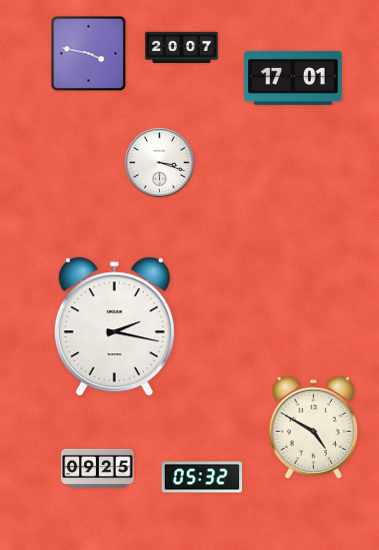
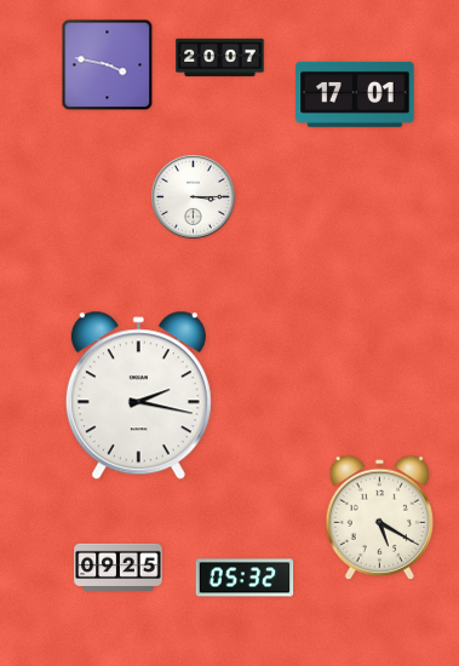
clock at (159, 162): 3:18 -> 3:15
clock at (314, 428): 4:50 -> 5:20
